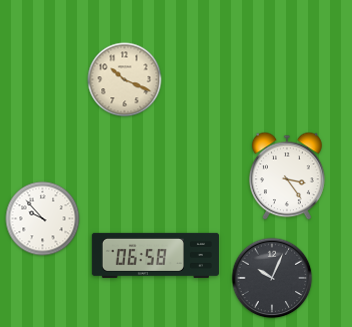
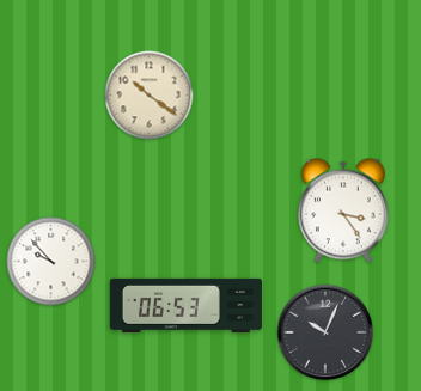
clock at (125, 80): 10:19 -> 10:21
clock at (155, 255): 06:58 -> 06:53
